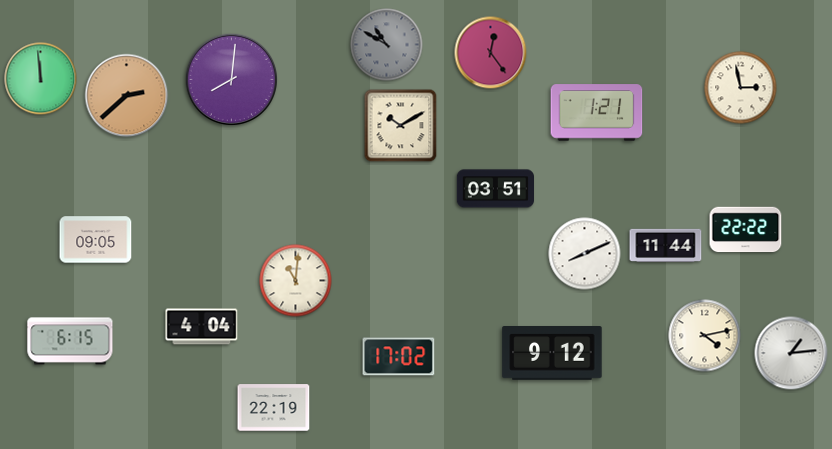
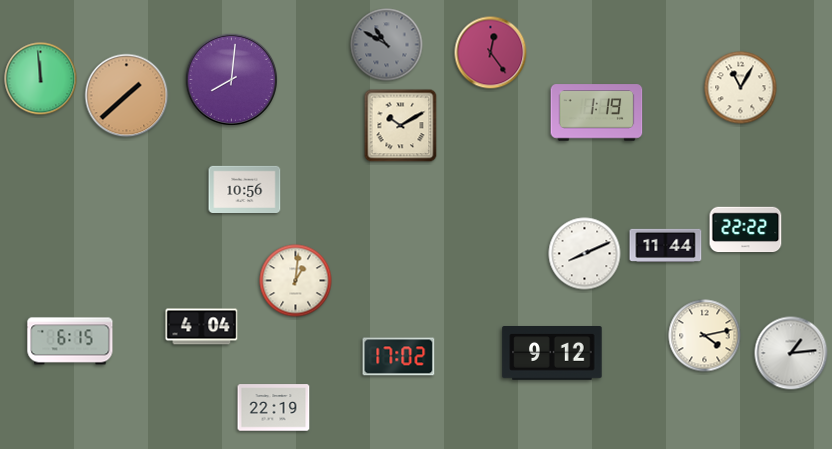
clock at (741, 88): 2:58 -> 11:05
clock at (127, 96): 2:38 -> 1:38
clock at (597, 113): 1:21 -> 1:19
clock at (245, 189): none -> 10:56
clock at (495, 189): 03:51 -> none
clock at (96, 240): 09:05 -> none
clock at (296, 281): 11:01 -> 1:01
